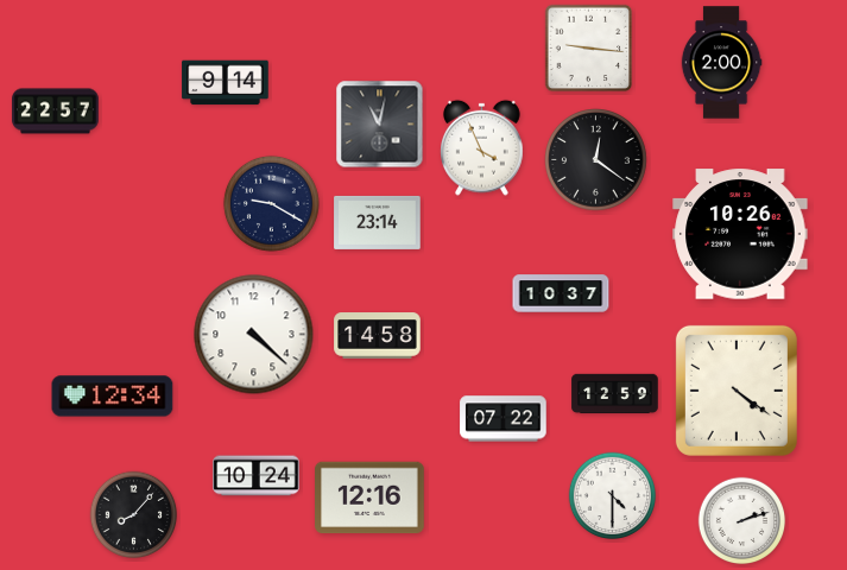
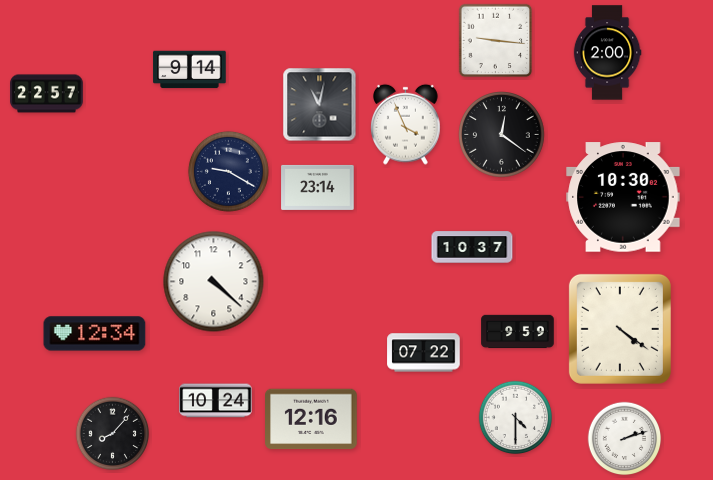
clock at (740, 234): 10:26 -> 10:30
clock at (378, 336): 14:58 -> none
clock at (615, 394): 12:59 -> 9:59
